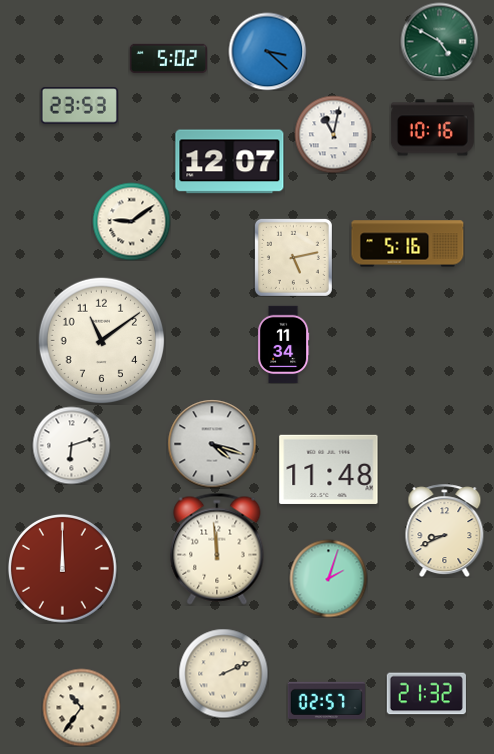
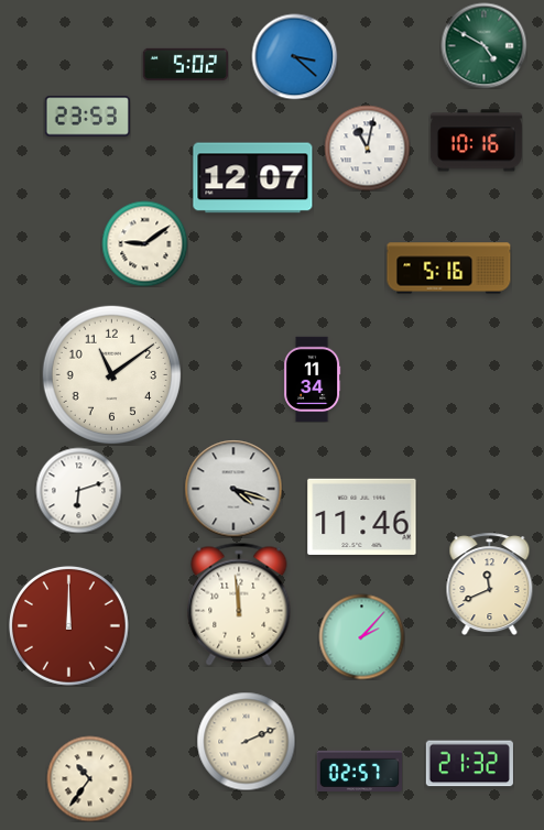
clock at (293, 257): 5:13 -> none
clock at (329, 469): 11:48 -> 11:46
clock at (445, 530): 8:41 -> 11:41
clock at (328, 578): 2:03 -> 2:07
